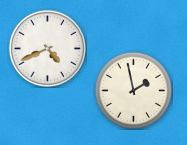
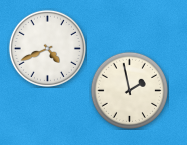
clock at (133, 90) position: (133, 90) -> (129, 90)
